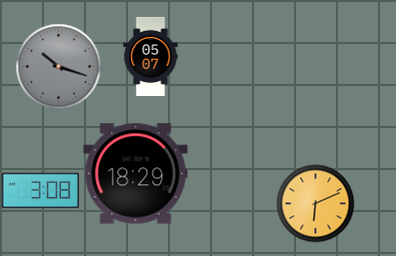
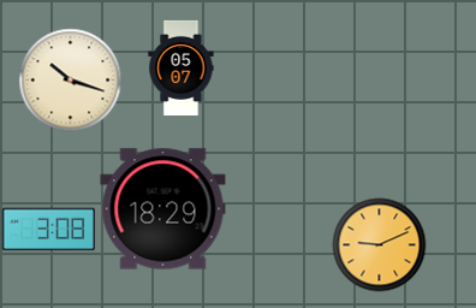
clock at (58, 66) dial: grey -> cream
clock at (315, 203): 6:11 -> 9:11
